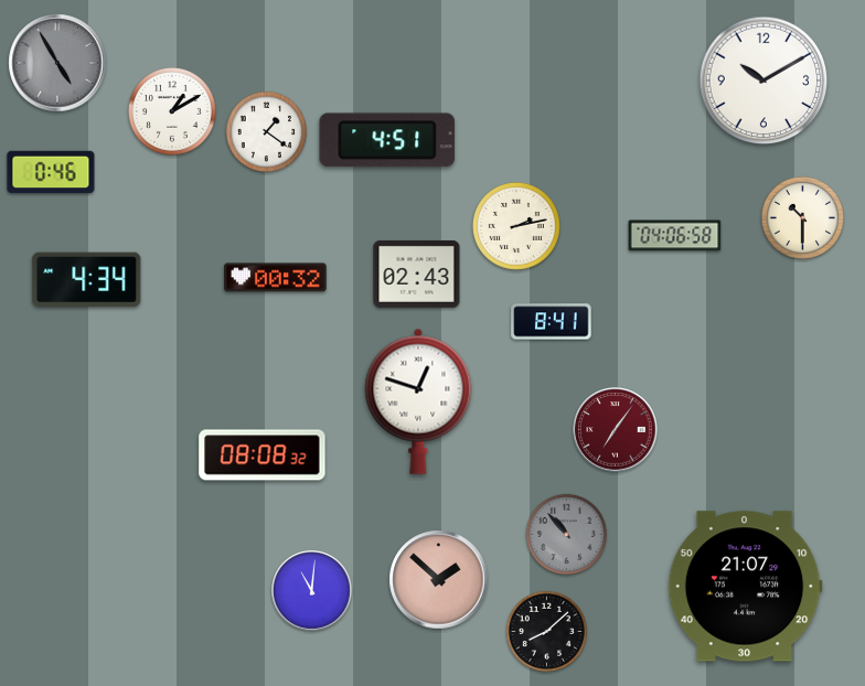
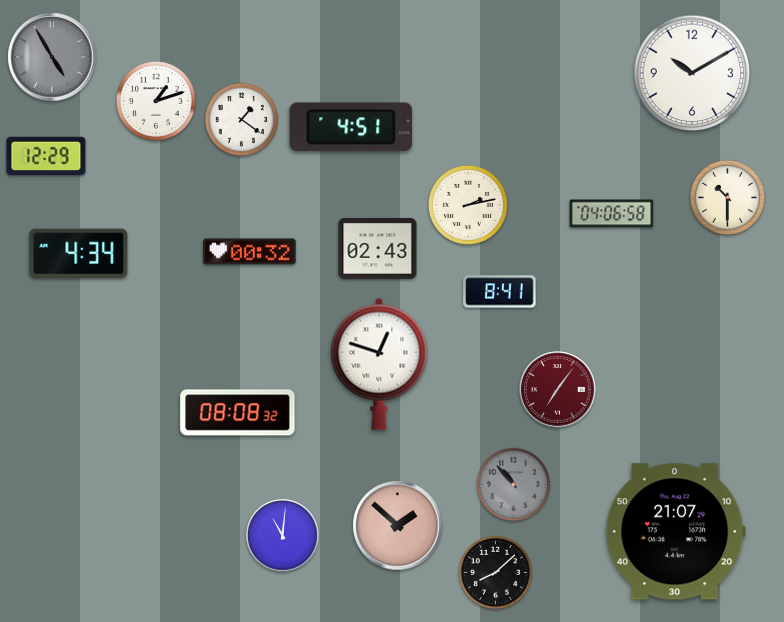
clock at (172, 111): 1:10 -> 1:12
clock at (51, 172): 0:46 -> 12:29
